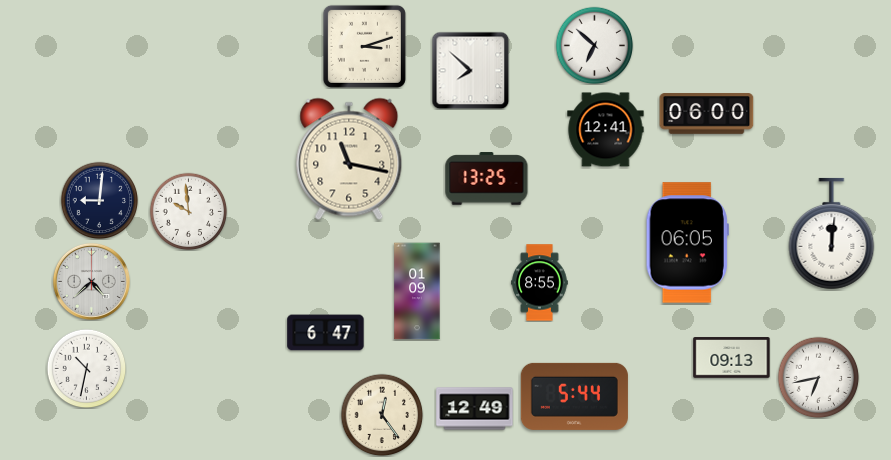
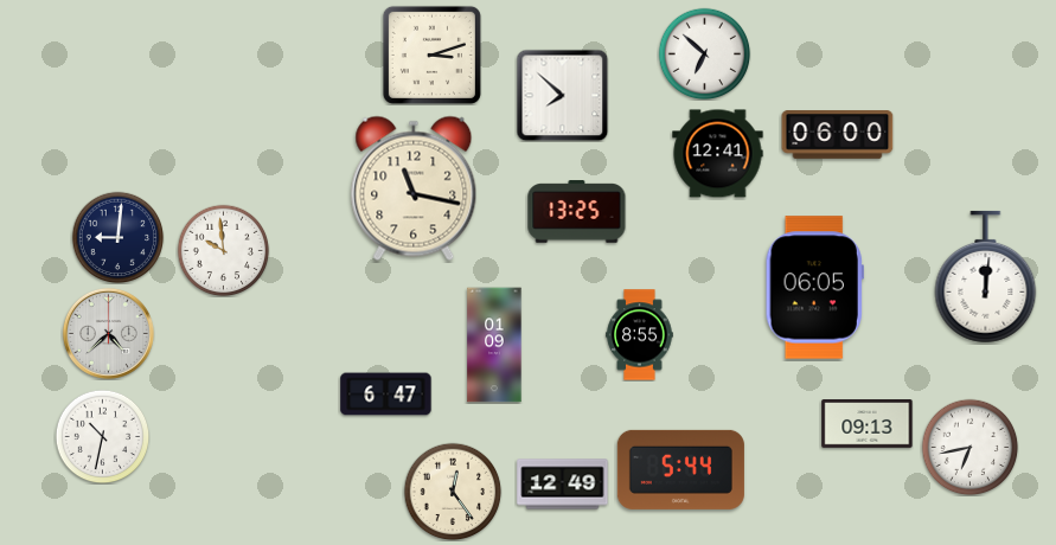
clock at (470, 70) position: (470, 70) -> (562, 95)
